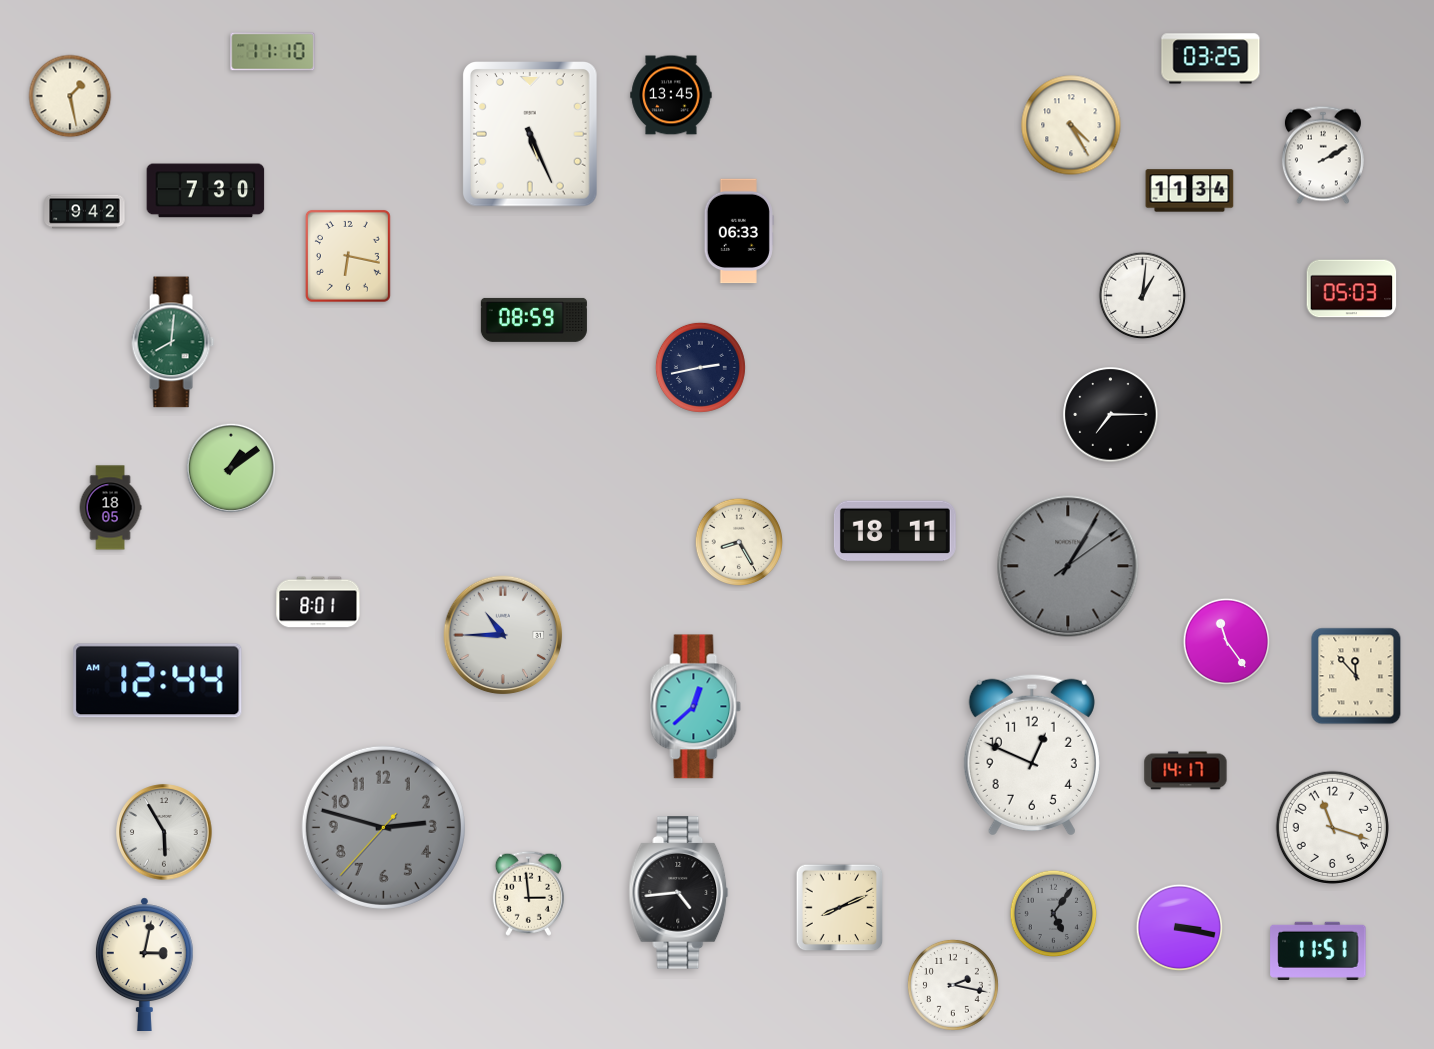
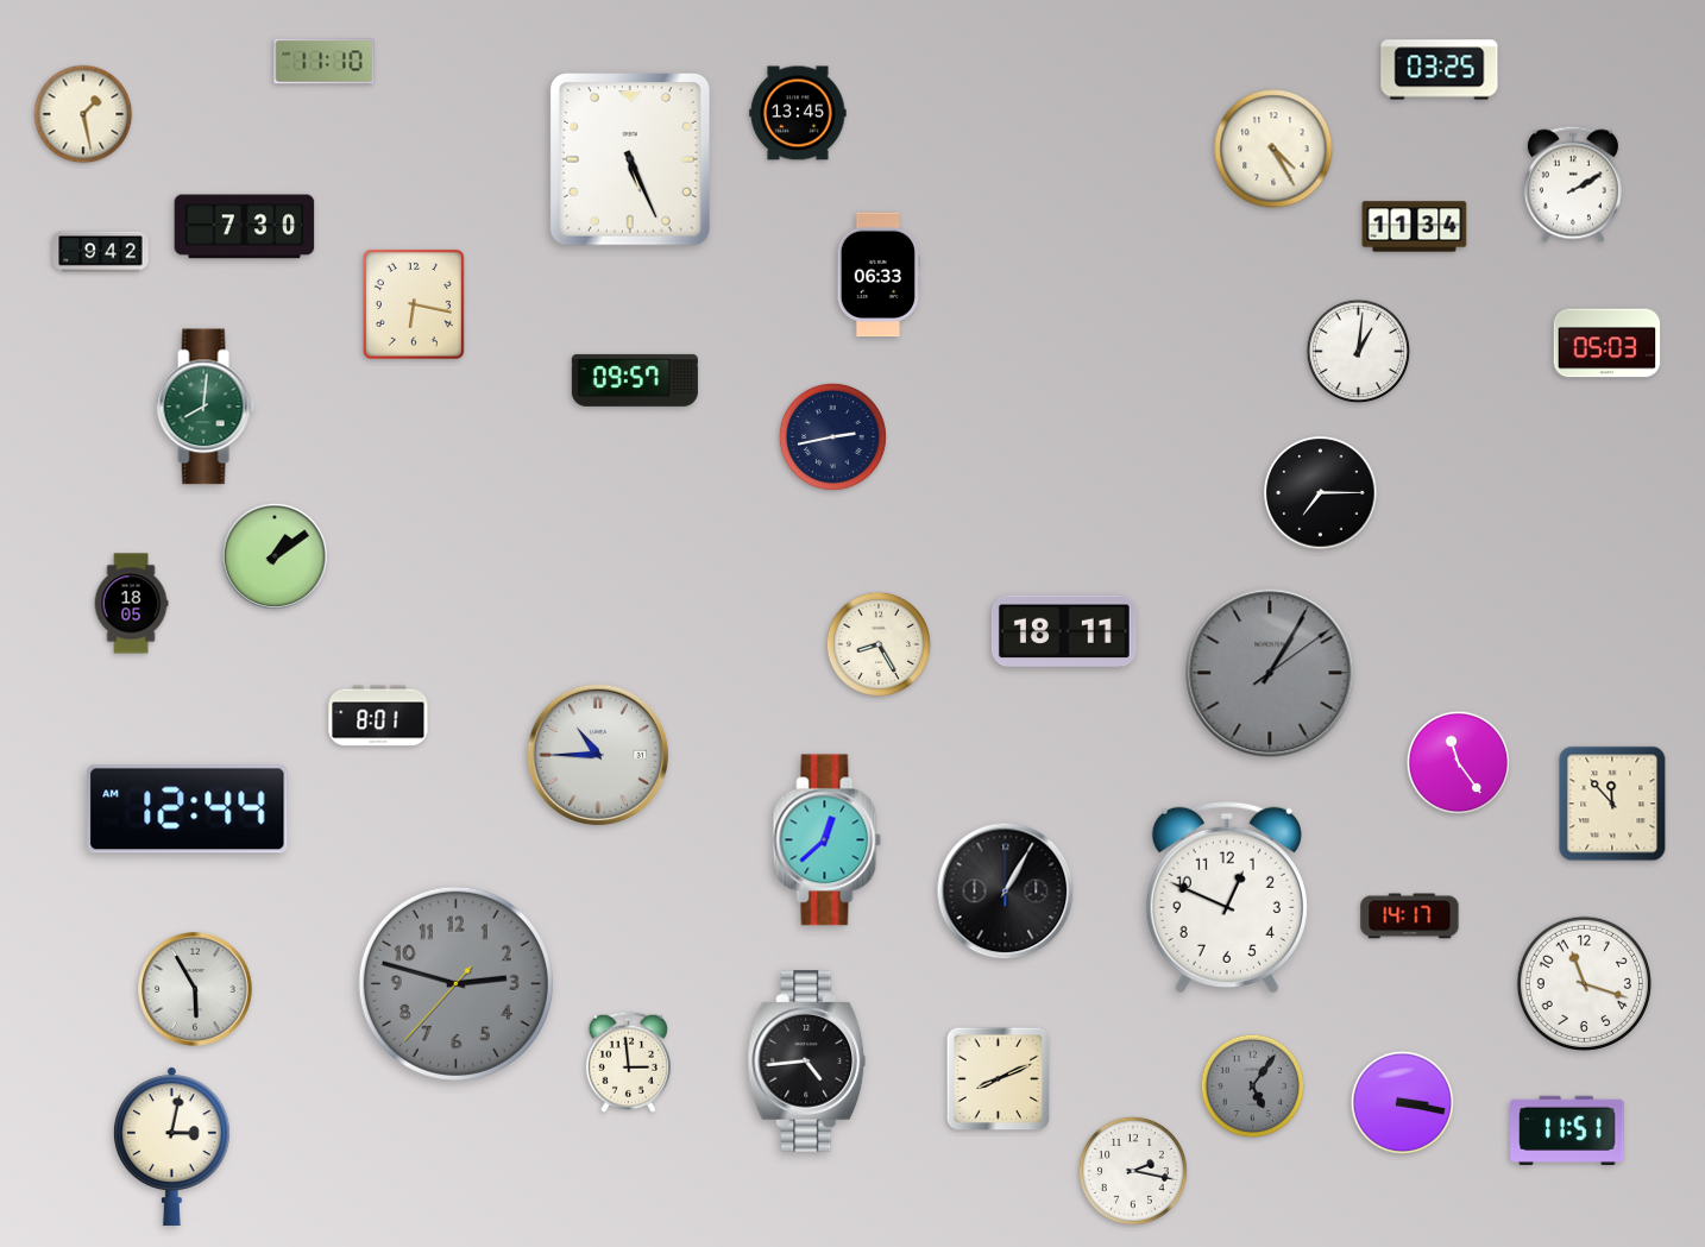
clock at (534, 320): 08:59 -> 09:57
clock at (1006, 892): none -> 1:05
